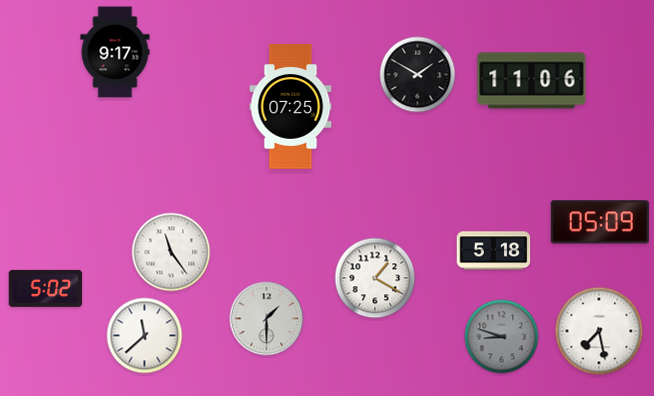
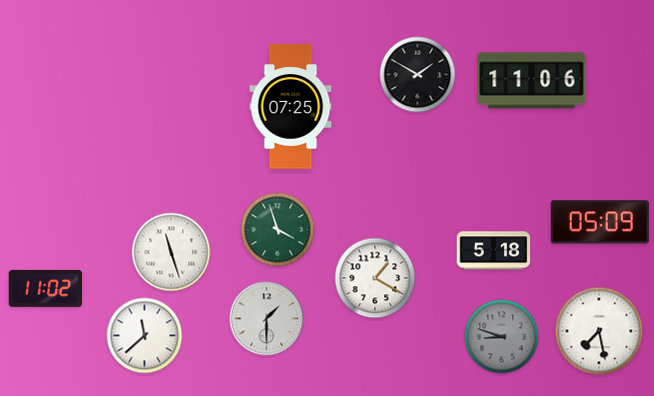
clock at (115, 52): 9:17 -> none
clock at (278, 230): none -> 3:57
clock at (171, 252): 11:24 -> 11:27
clock at (46, 288): 5:02 -> 11:02
